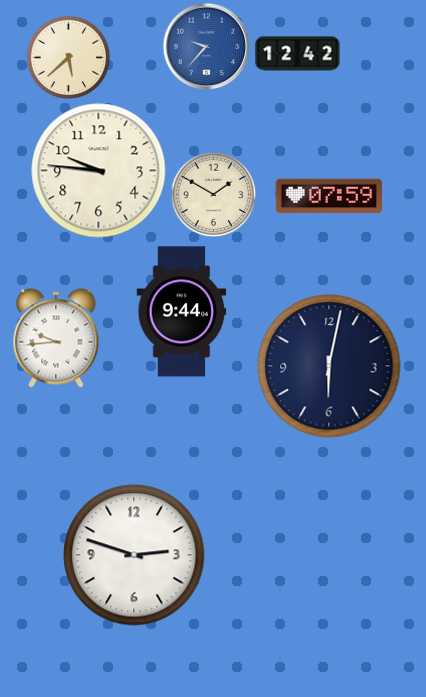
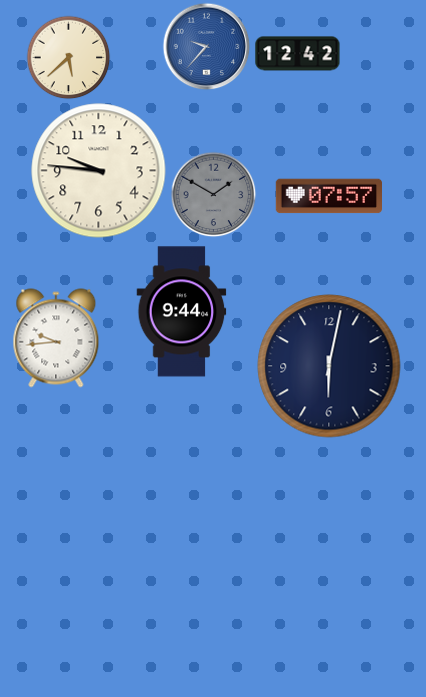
clock at (213, 194) dial: cream -> grey
clock at (328, 196): 07:59 -> 07:57
clock at (134, 555): 2:48 -> none
